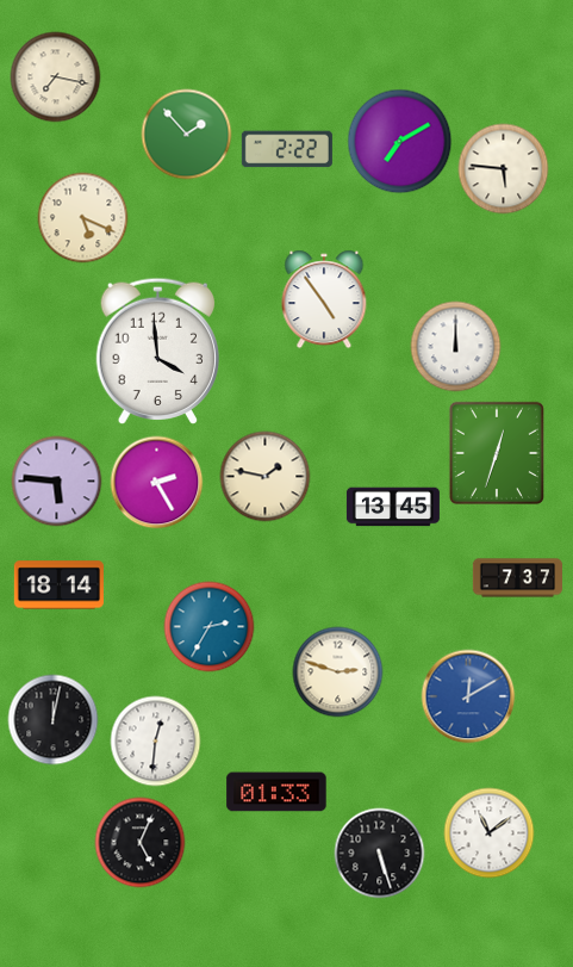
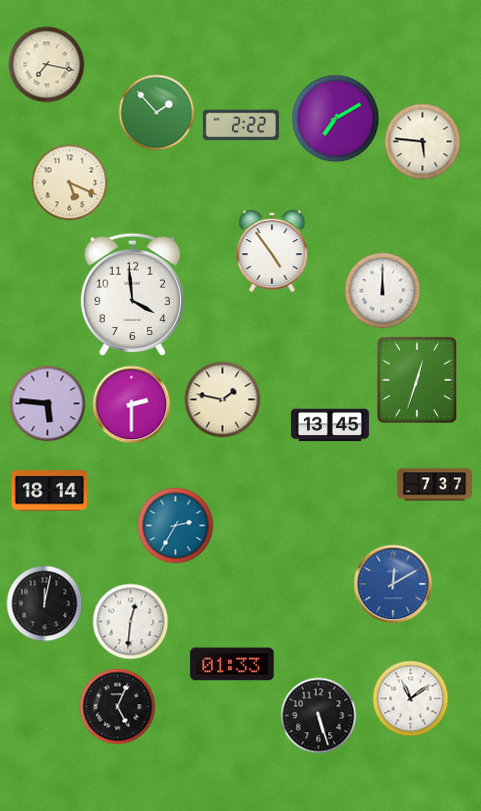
clock at (157, 483): 2:25 -> 2:30
clock at (338, 672): 2:48 -> none
